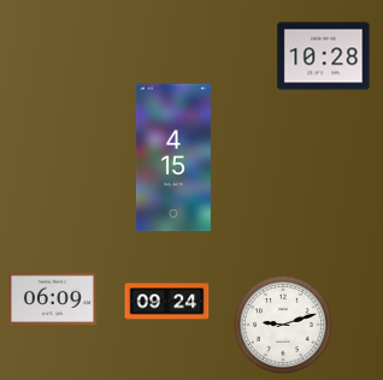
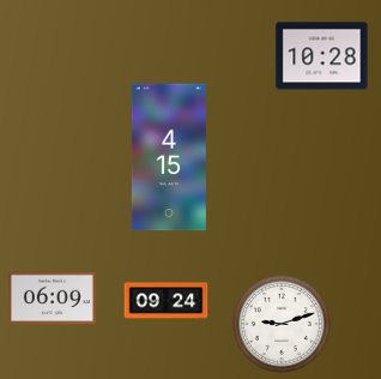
clock at (173, 158) position: (173, 158) -> (169, 157)
